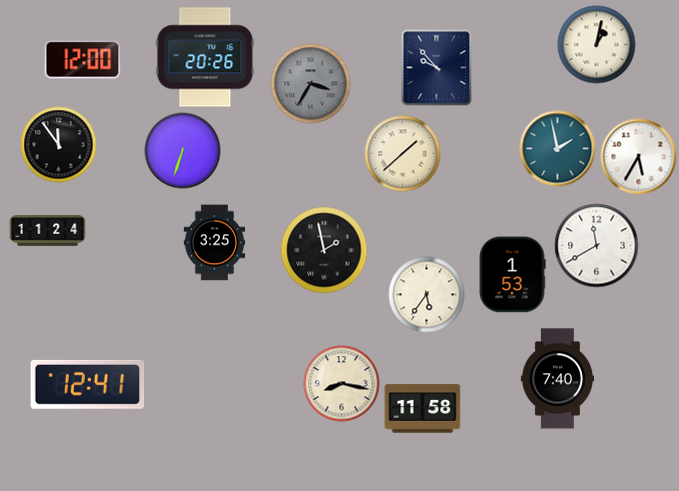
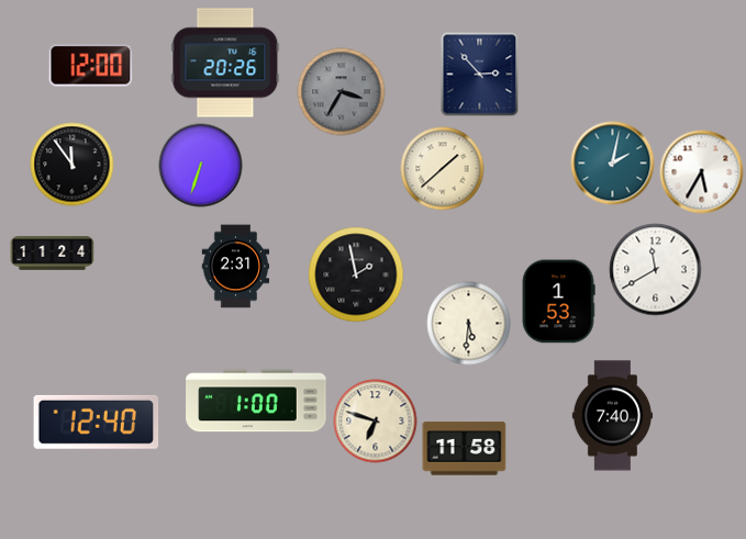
clock at (597, 45): 1:02 -> none
clock at (437, 68): 9:53 -> 2:53
clock at (59, 145) position: (59, 145) -> (73, 165)
clock at (558, 149): 1:58 -> 2:02
clock at (215, 243): 3:25 -> 2:31
clock at (512, 275) position: (512, 275) -> (558, 302)
clock at (427, 295): 5:36 -> 5:31
clock at (256, 401): none -> 1:00
clock at (88, 384): 12:41 -> 12:40
clock at (342, 384): 8:17 -> 6:48
